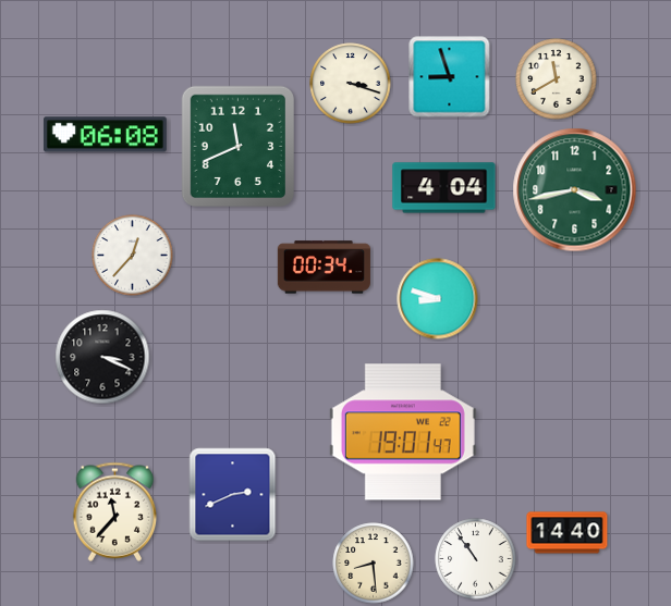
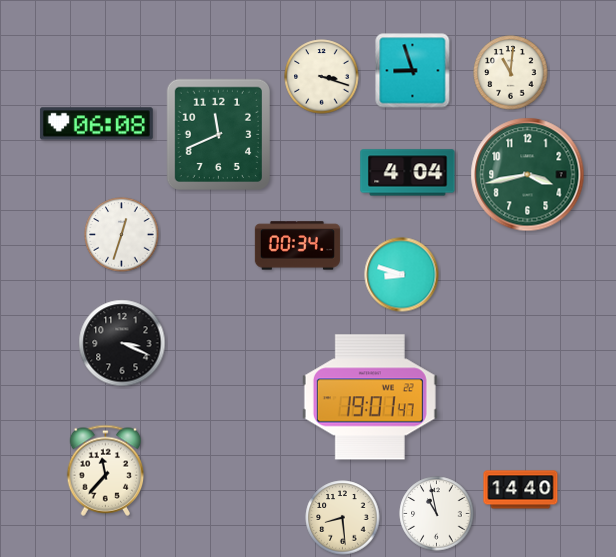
clock at (557, 79): 11:40 -> 11:01
clock at (133, 256): 12:37 -> 12:33
clock at (102, 357) position: (102, 357) -> (122, 343)
clock at (233, 495): 2:41 -> none
clock at (476, 559): 10:54 -> 10:58
